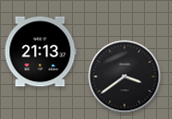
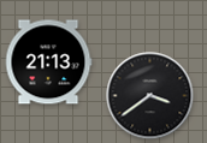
clock at (125, 77) position: (125, 77) -> (150, 96)
